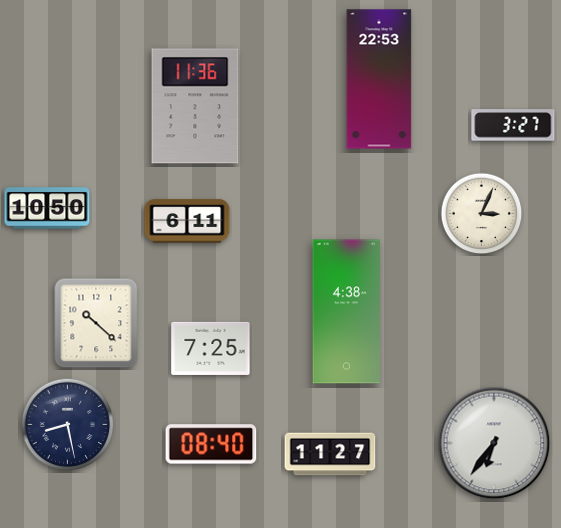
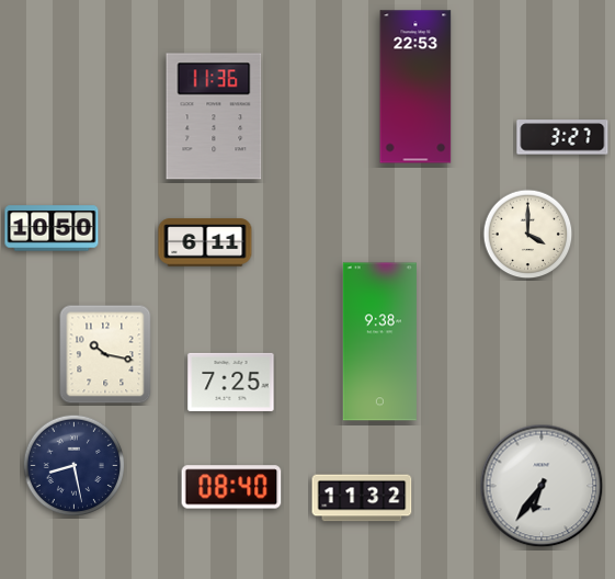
clock at (482, 214): 3:04 -> 4:00
clock at (346, 312): 4:38 -> 9:38
clock at (96, 323): 10:22 -> 10:17
clock at (330, 454): 11:27 -> 11:32
